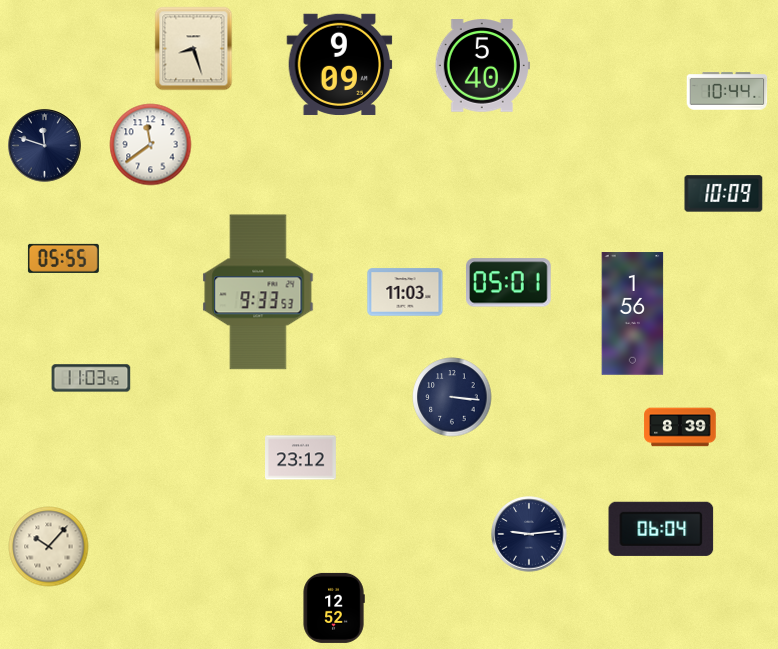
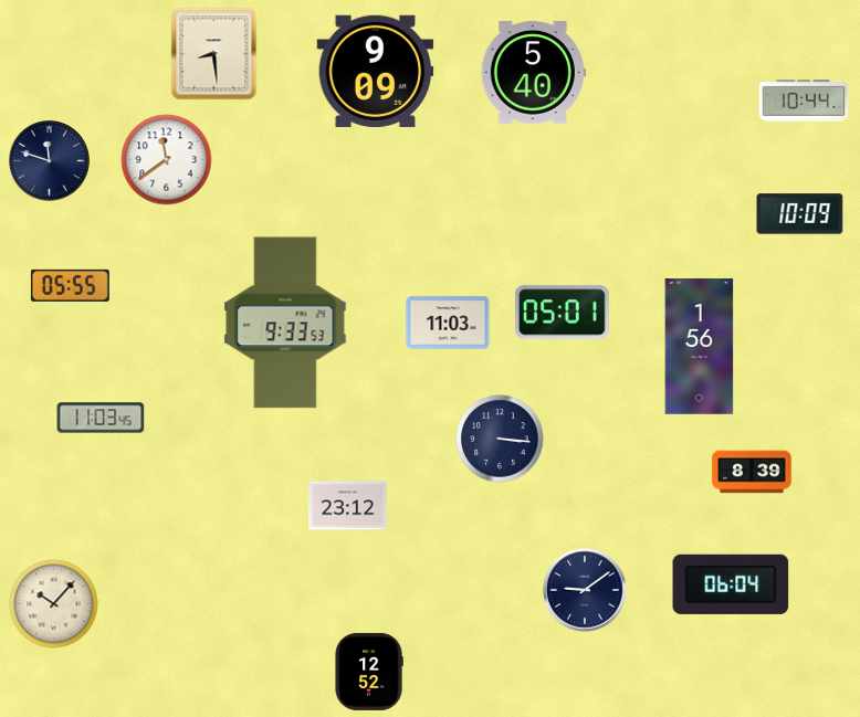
clock at (194, 49): 8:27 -> 8:29
clock at (301, 458) position: (301, 458) -> (348, 506)
clock at (529, 534): 9:14 -> 9:09
